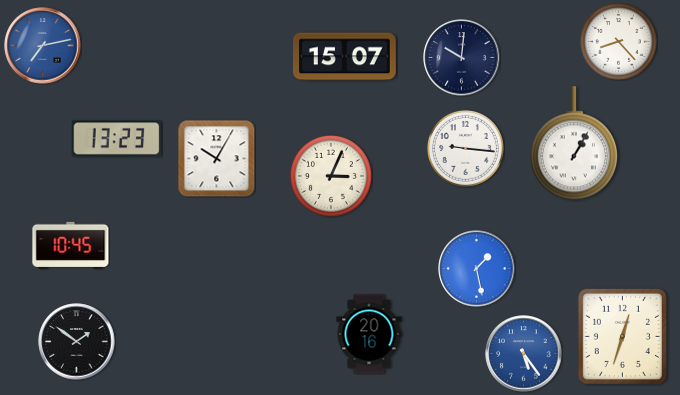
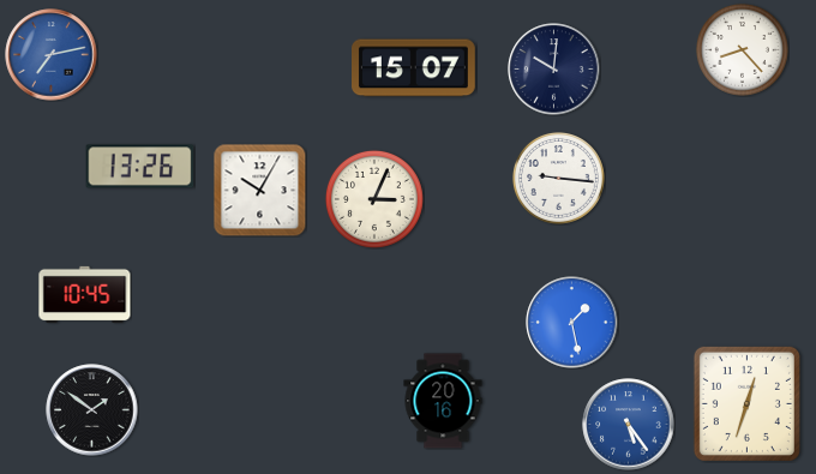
clock at (117, 139): 13:23 -> 13:26
clock at (573, 143): 1:05 -> none
clock at (331, 176) position: (331, 176) -> (374, 199)
